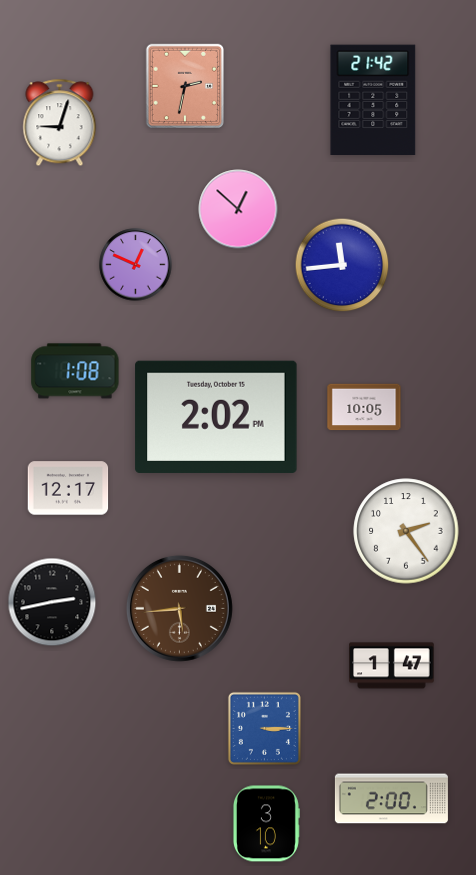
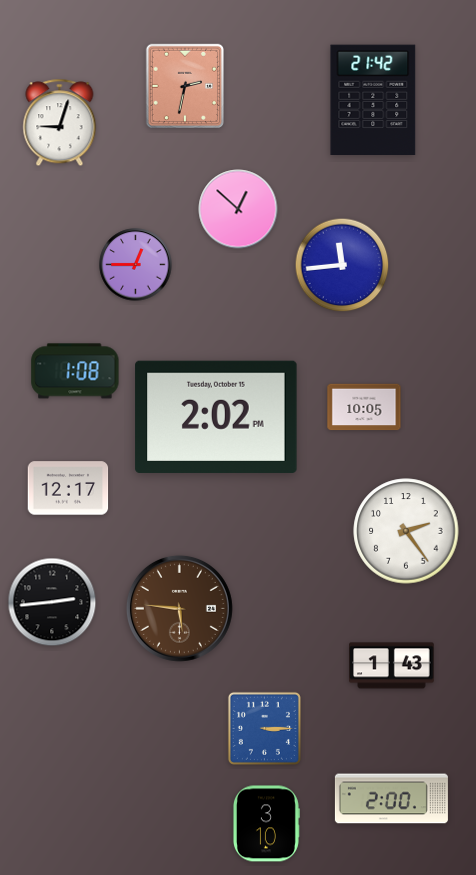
clock at (136, 265): 12:49 -> 12:45
clock at (52, 602): 2:43 -> 2:44
clock at (179, 608): 5:44 -> 5:46
clock at (392, 666): 1:47 -> 1:43
